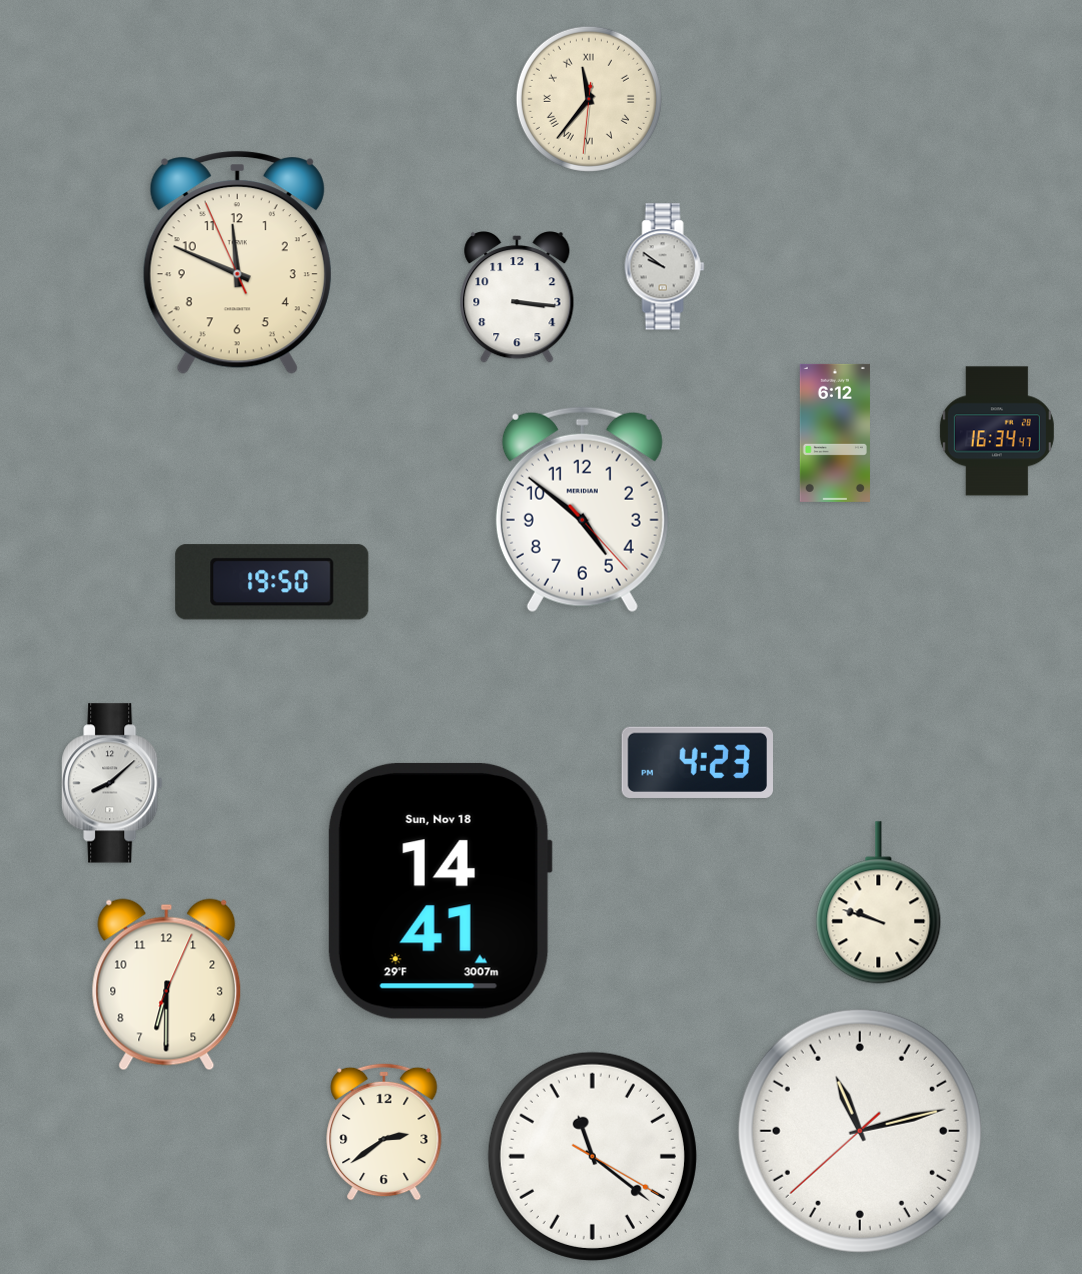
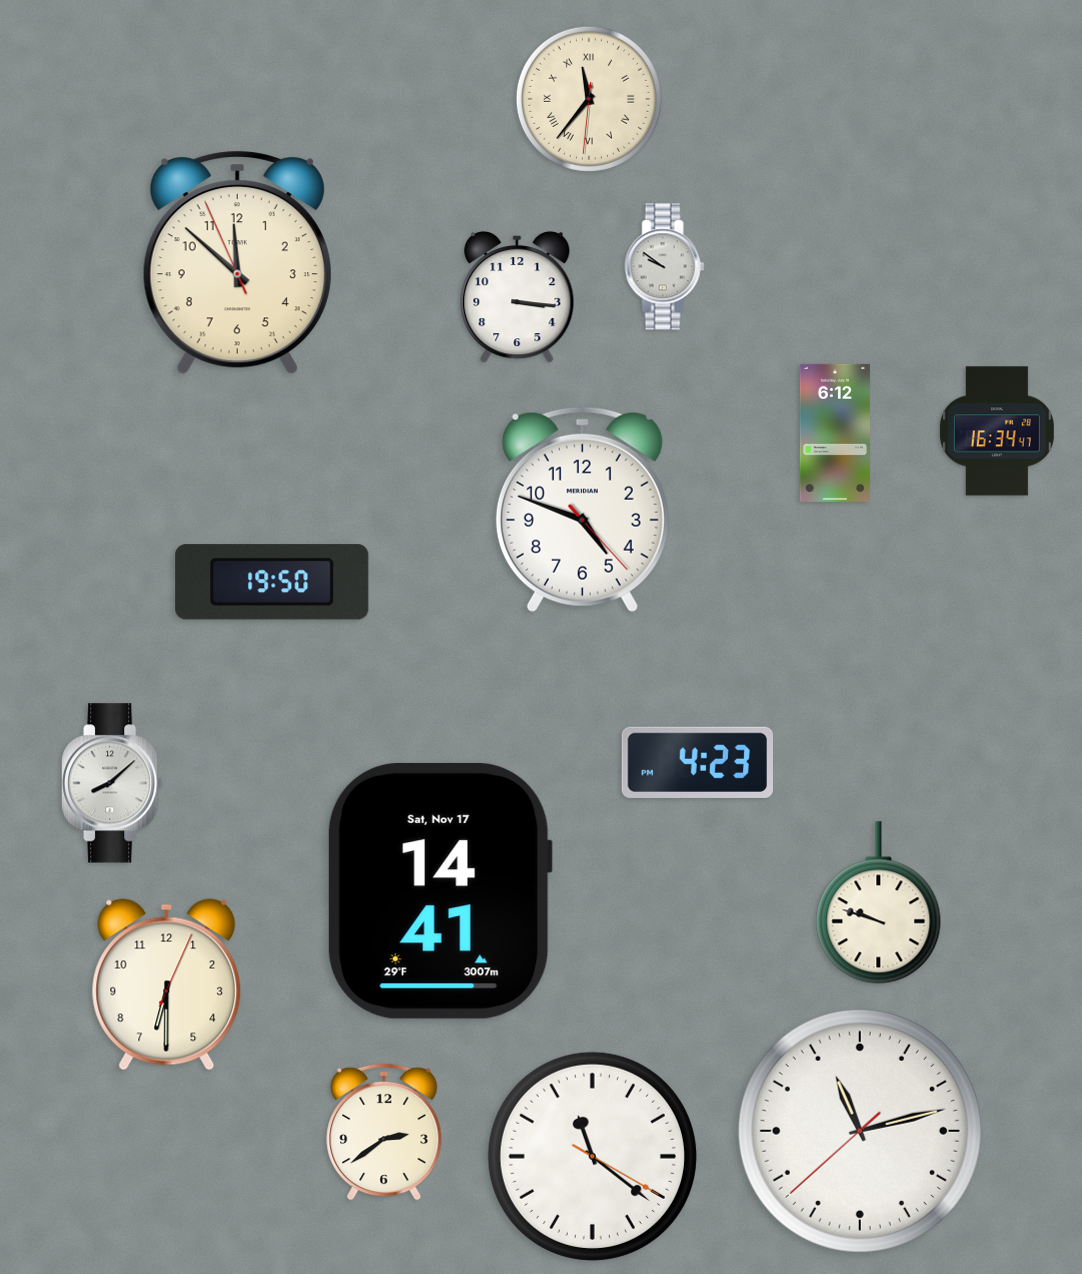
clock at (237, 263): 11:48 -> 11:51
clock at (582, 510): 4:51 -> 4:48
clock at (440, 891) date: Sun, Nov 18 -> Sat, Nov 17
